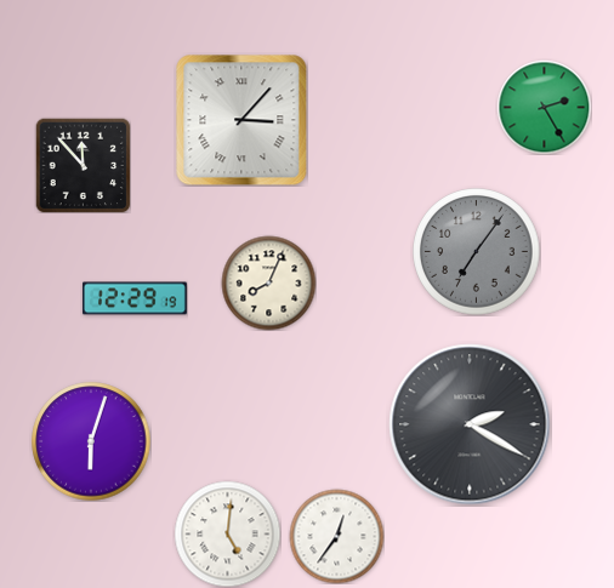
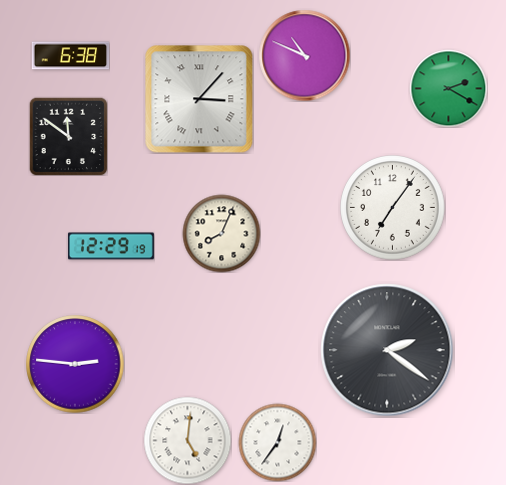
clock at (304, 55): none -> 10:49
clock at (70, 56): none -> 6:38
clock at (544, 107): 2:25 -> 2:20
clock at (83, 165): 11:53 -> 11:51
clock at (477, 252) dial: grey -> white
clock at (470, 424): 2:20 -> 2:21
clock at (91, 441): 6:03 -> 2:46
